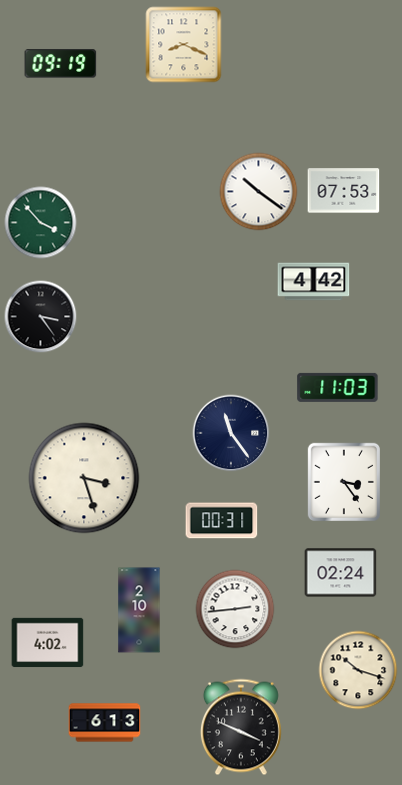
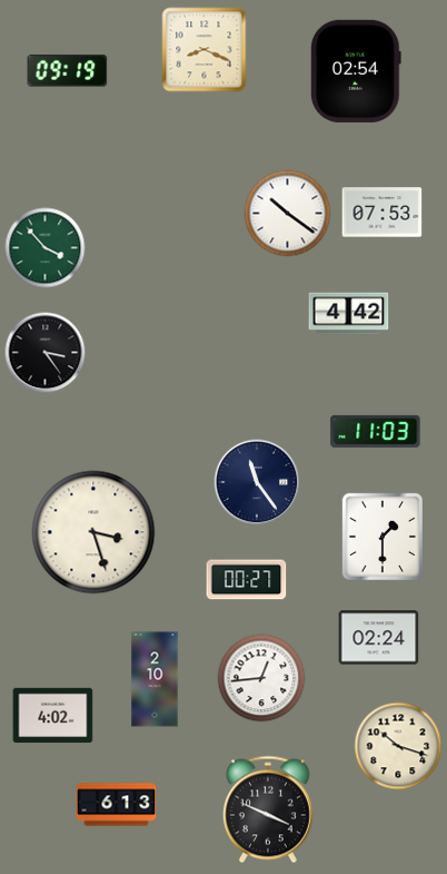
clock at (357, 71): none -> 02:54
clock at (344, 481): 3:24 -> 1:30
clock at (222, 521): 00:31 -> 00:27
clock at (235, 609): 2:44 -> 12:44
